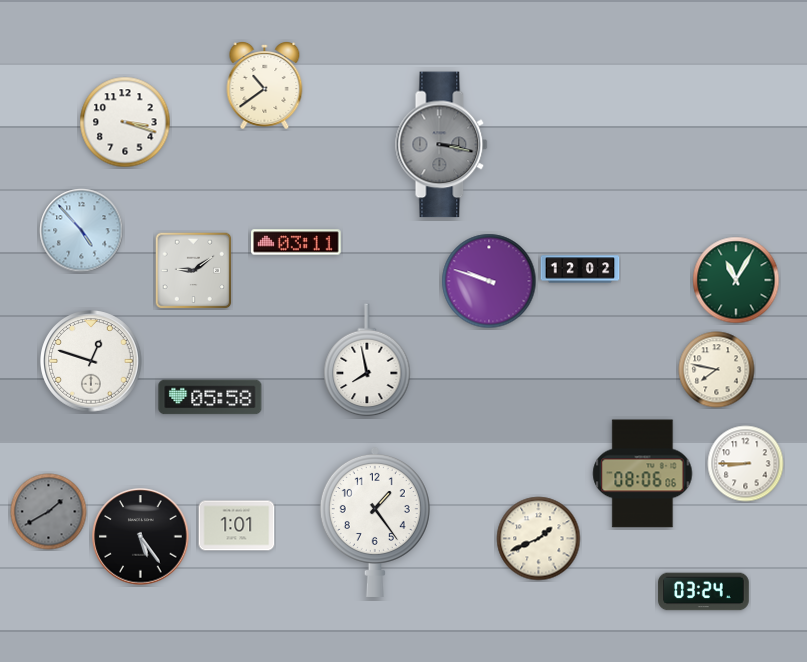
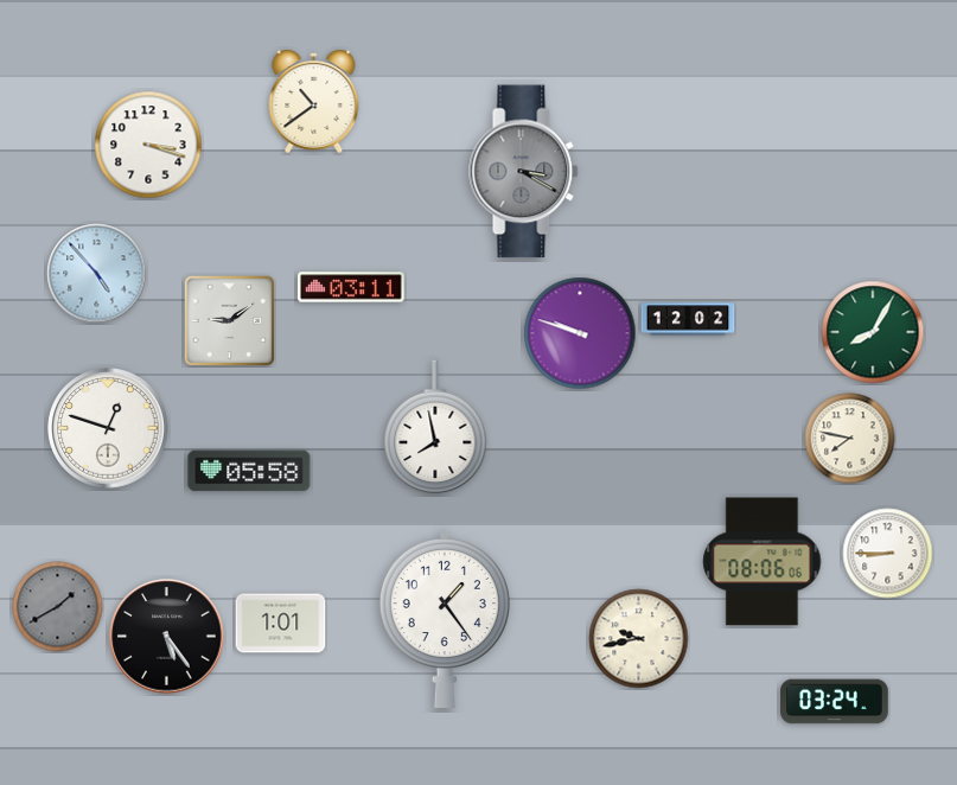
clock at (442, 145): 3:17 -> 3:20
clock at (736, 280): 11:05 -> 8:05
clock at (746, 464) position: (746, 464) -> (888, 554)
clock at (539, 539): 1:41 -> 9:43
